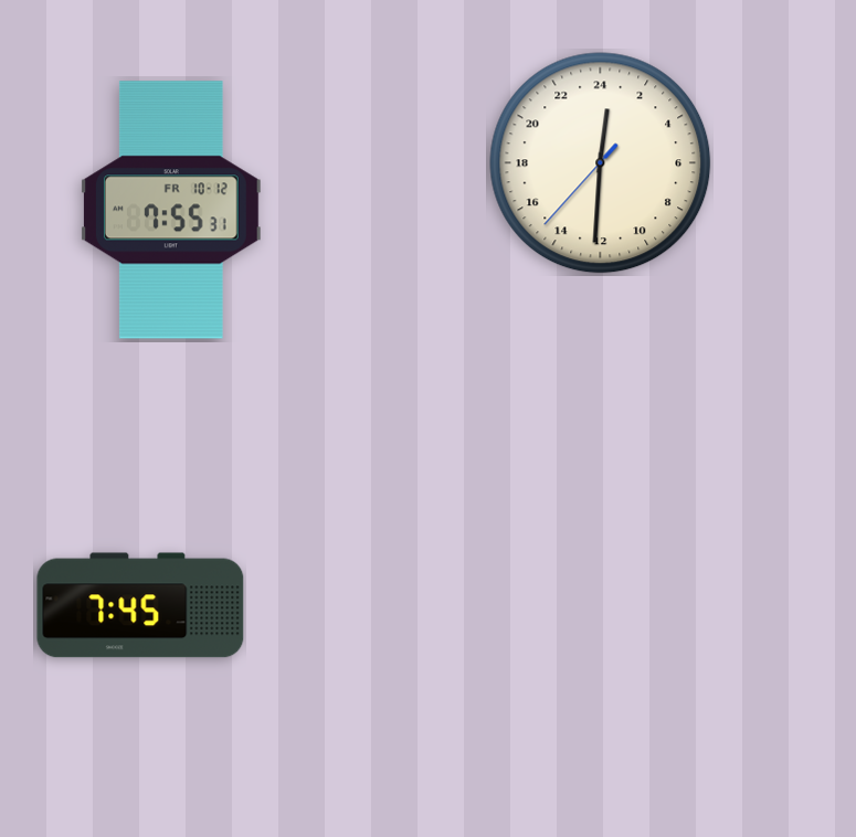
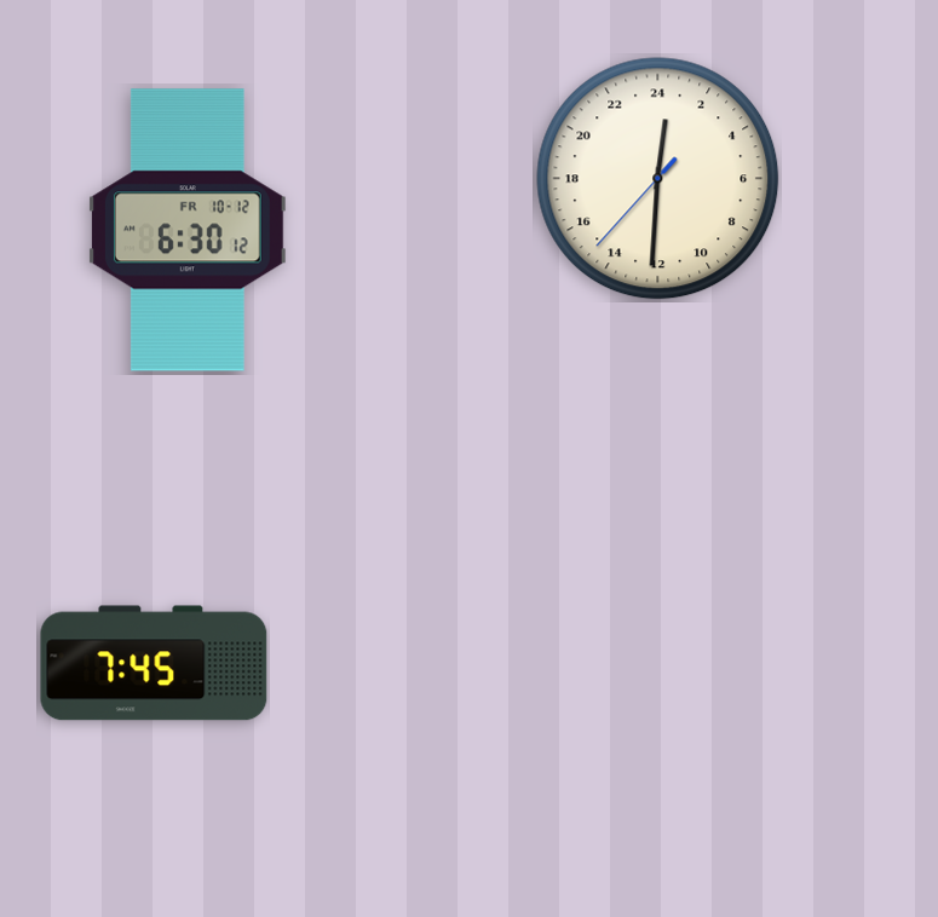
clock at (171, 210): 7:55 -> 6:30
